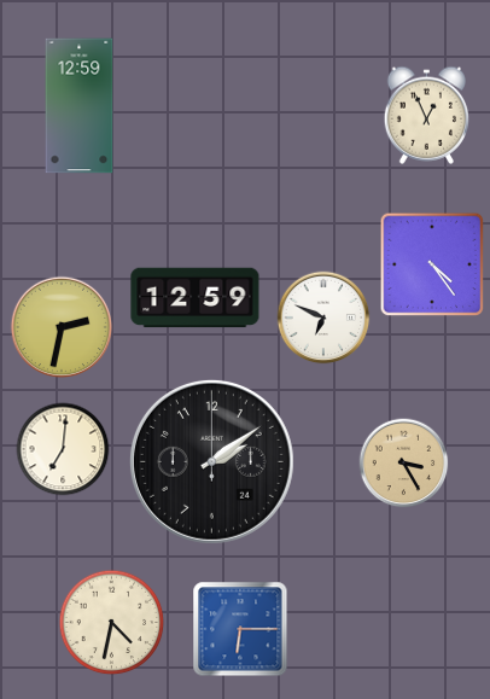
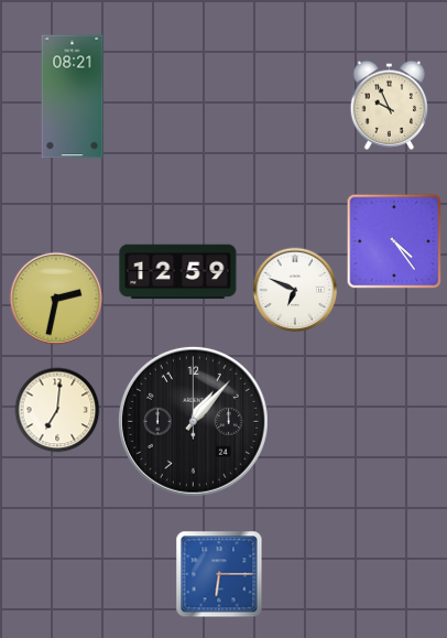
clock at (80, 106): 12:59 -> 08:21
clock at (427, 115): 12:56 -> 9:56
clock at (211, 461): 2:09 -> 1:07
clock at (404, 464): 3:25 -> none
clock at (112, 623): 4:32 -> none
